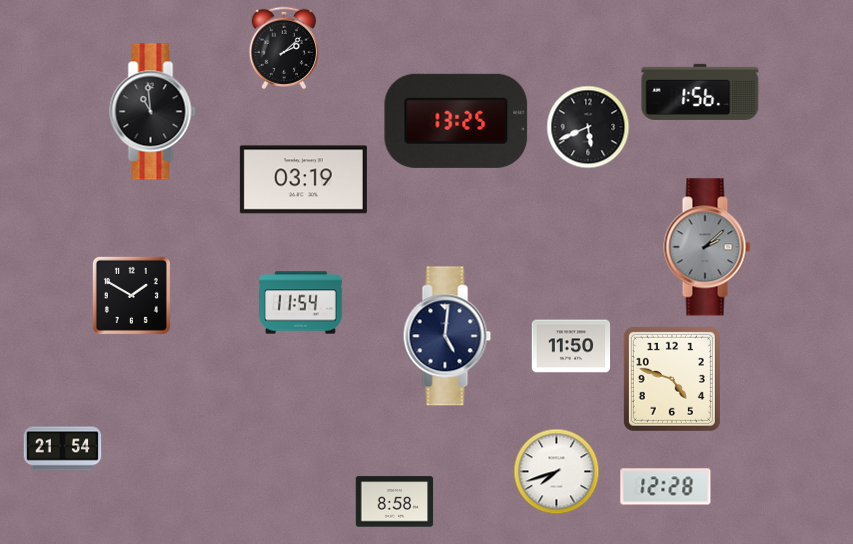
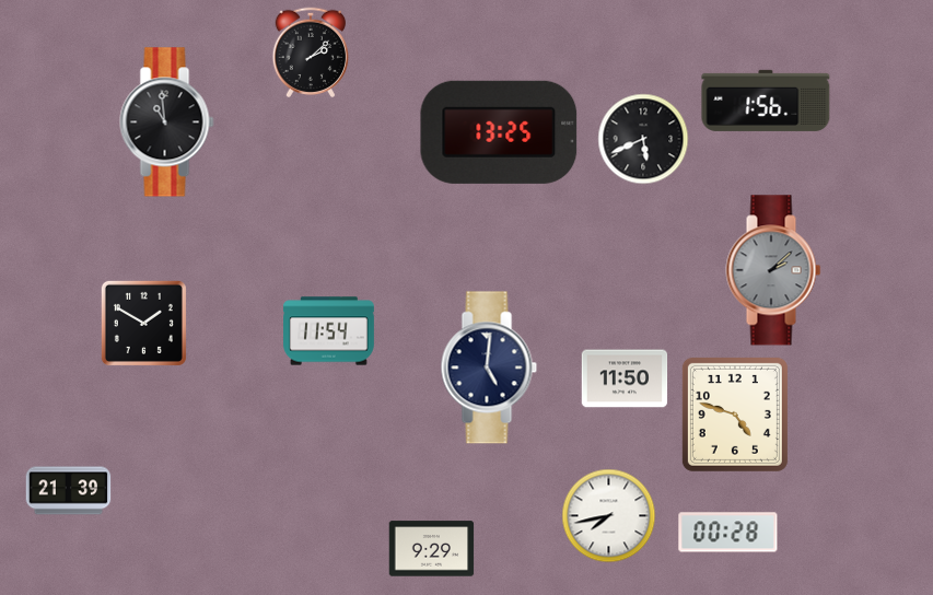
clock at (303, 180): 03:19 -> none
clock at (63, 449): 21:54 -> 21:39
clock at (557, 472): 7:42 -> 7:43
clock at (666, 487): 12:28 -> 00:28
clock at (395, 502): 8:58 -> 9:29
